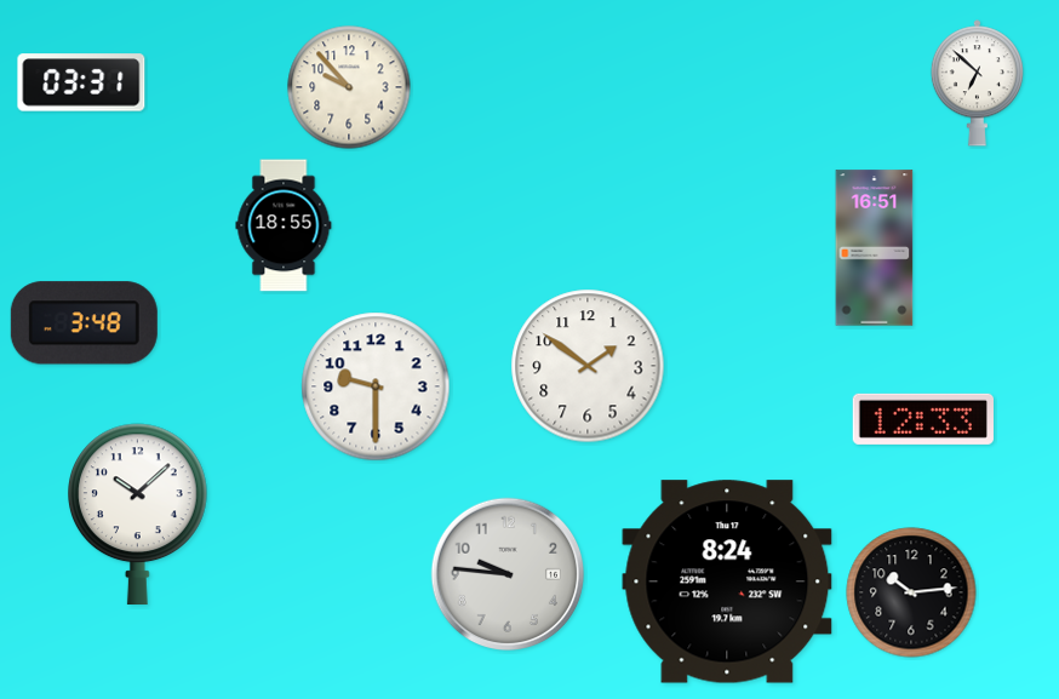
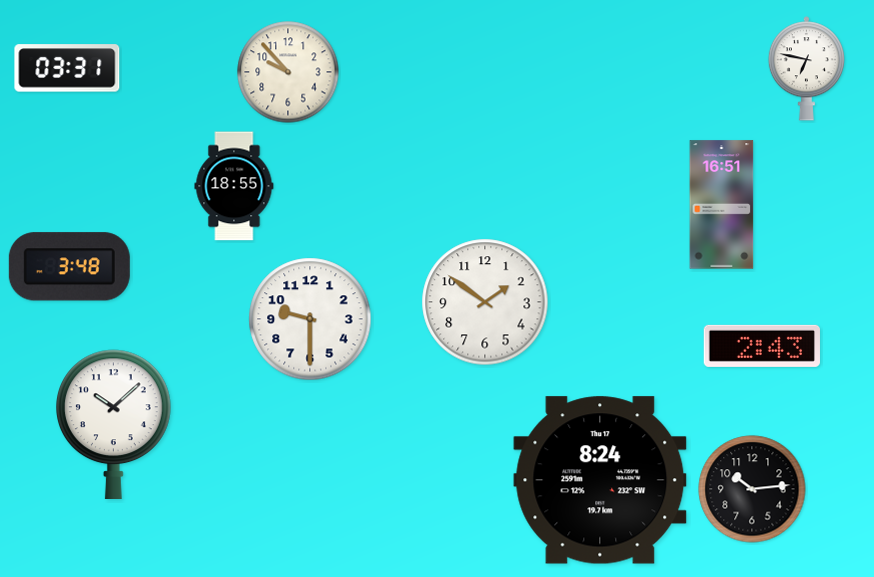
clock at (977, 84): 6:52 -> 6:47
clock at (923, 419): 12:33 -> 2:43
clock at (508, 574): 9:46 -> none
